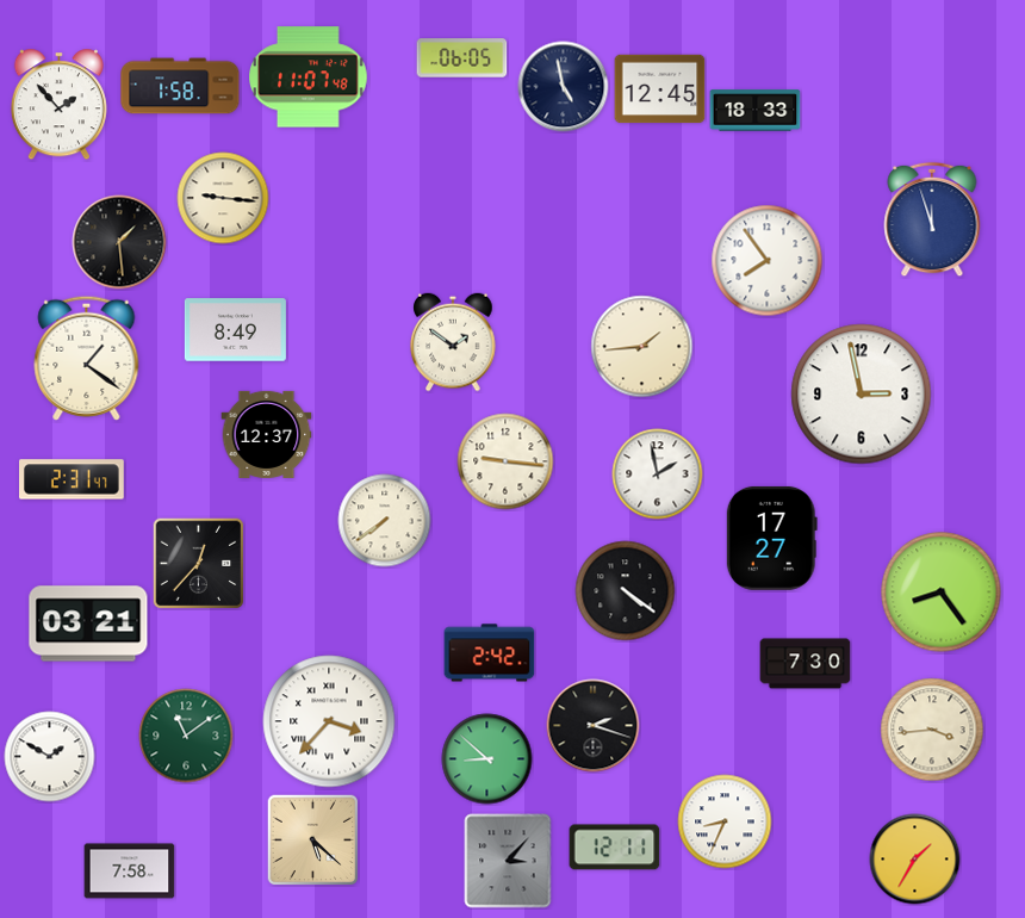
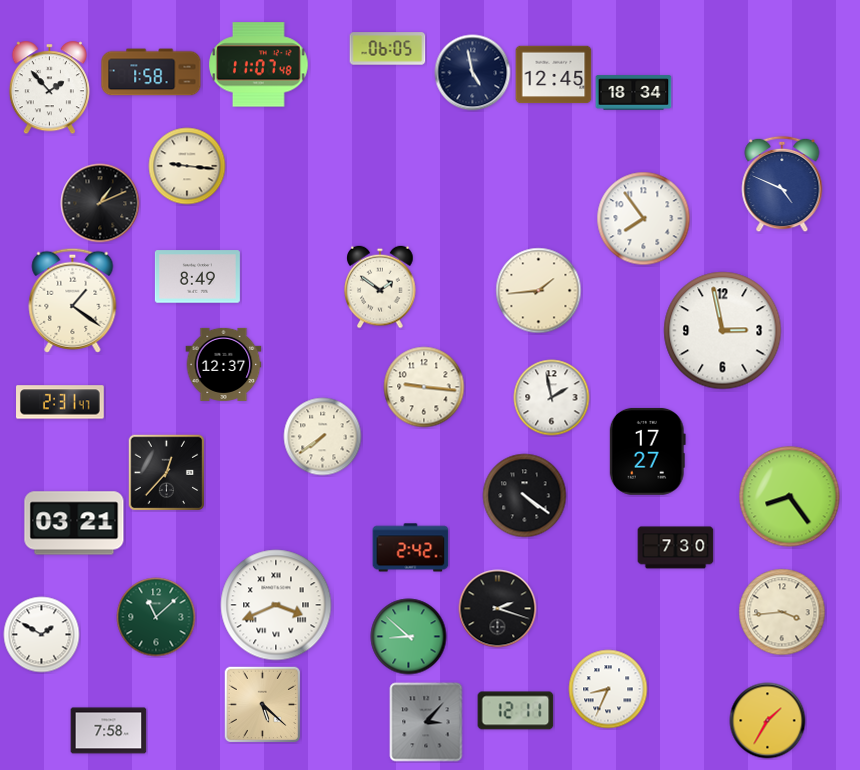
clock at (756, 111): 18:33 -> 18:34
clock at (932, 219): 11:57 -> 4:49
clock at (119, 242): 1:29 -> 1:11
clock at (806, 664) position: (806, 664) -> (676, 548)
clock at (329, 721): 3:37 -> 3:41
clock at (186, 736): 11:09 -> 11:08
